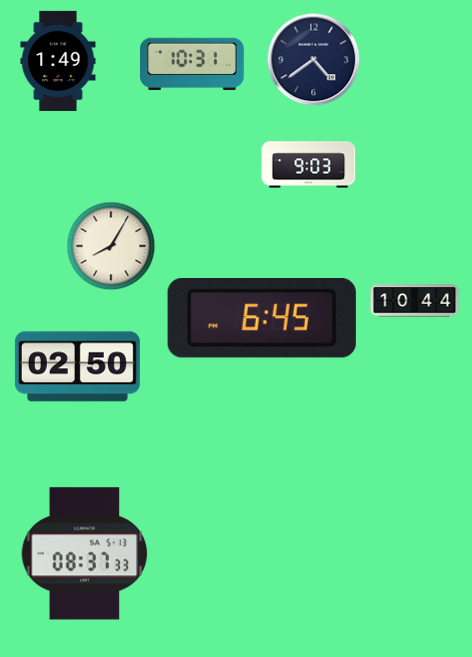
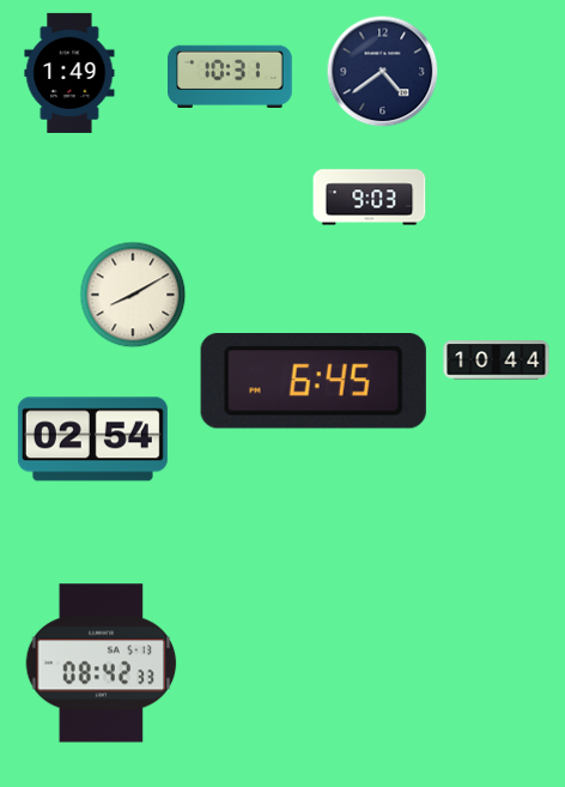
clock at (314, 60) position: (314, 60) -> (383, 72)
clock at (111, 246): 8:05 -> 8:10
clock at (77, 367): 02:50 -> 02:54
clock at (85, 554): 08:37 -> 08:42
